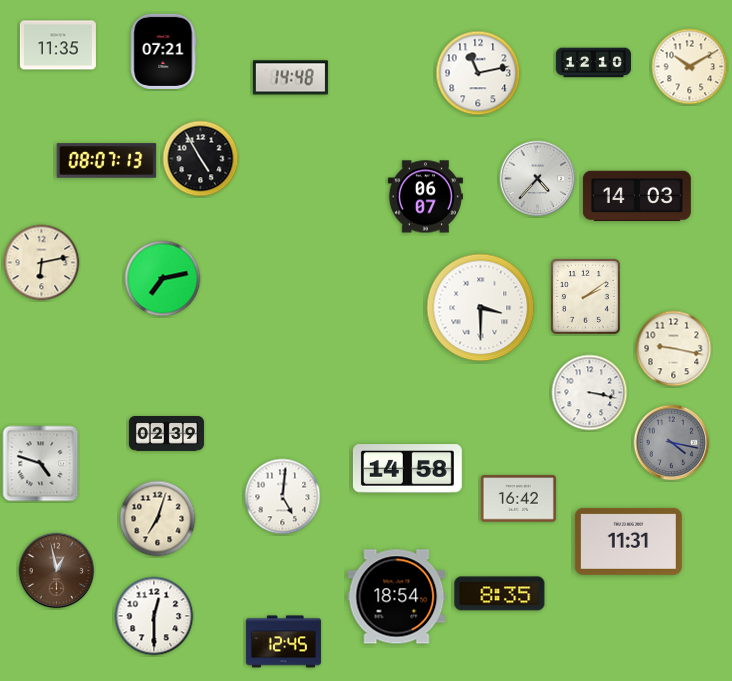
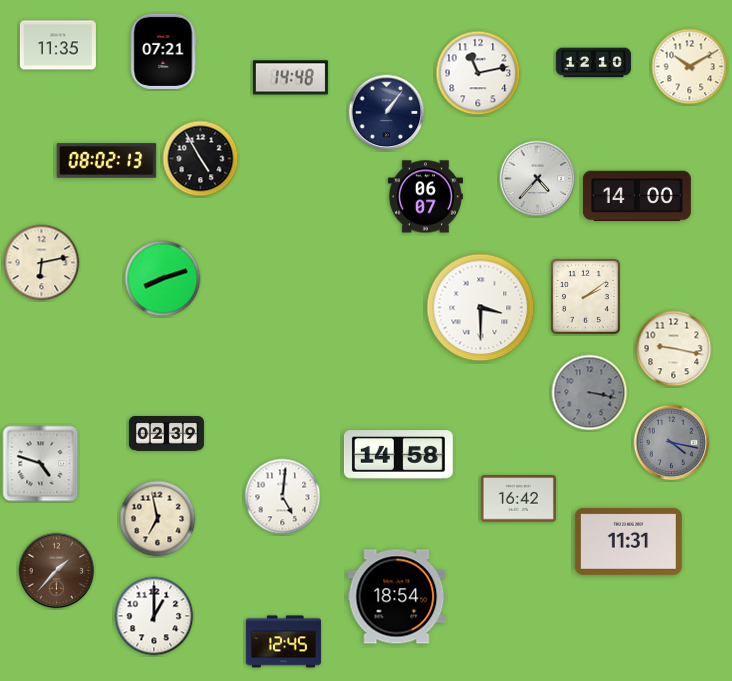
clock at (387, 113): none -> 1:06
clock at (107, 161): 08:07 -> 08:02
clock at (637, 196): 14:03 -> 14:00
clock at (163, 279): 7:13 -> 8:12
clock at (590, 393) dial: white -> grey
clock at (407, 469) position: (407, 469) -> (398, 455)
clock at (158, 519): 7:03 -> 6:58
clock at (57, 571): 12:58 -> 1:37
clock at (500, 594): 8:35 -> none
clock at (154, 616): 12:30 -> 1:00
